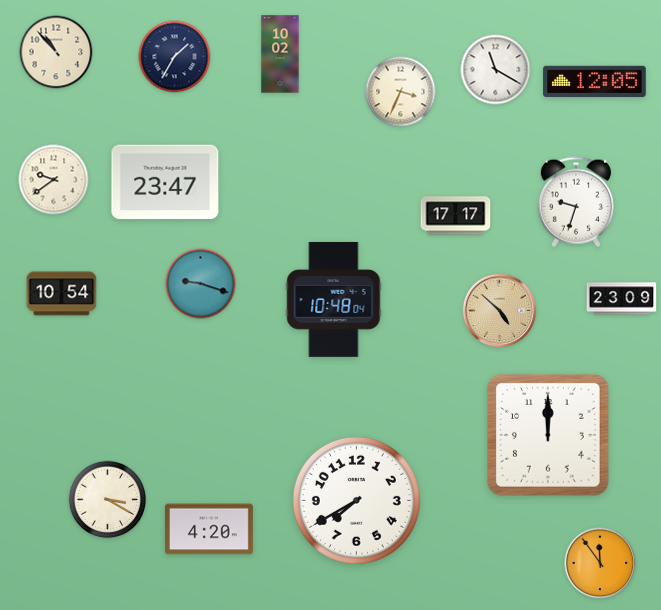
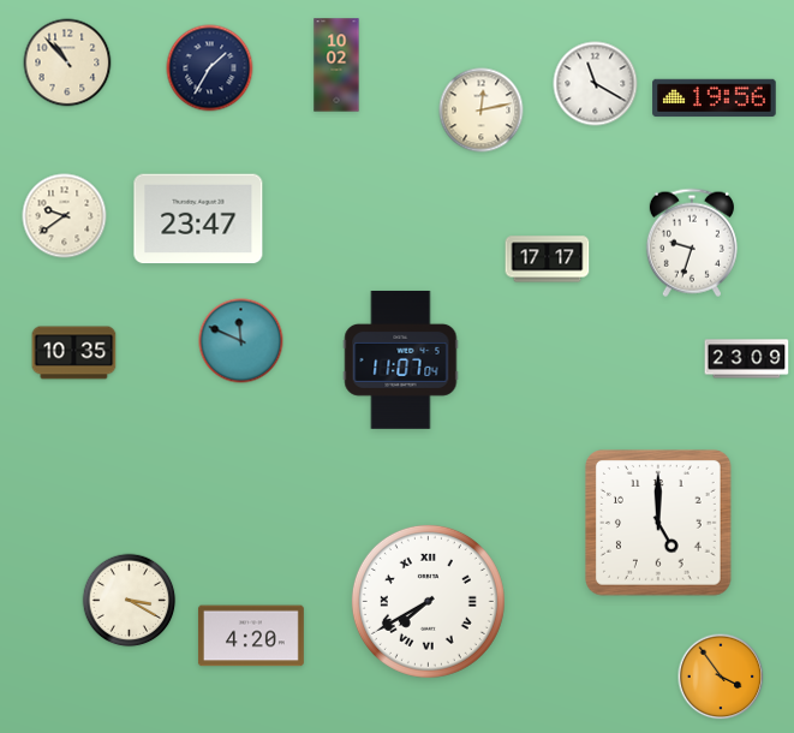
clock at (595, 82): 12:05 -> 19:56
clock at (401, 92): 3:34 -> 12:13
clock at (201, 284): 9:18 -> 11:49
clock at (62, 294): 10:54 -> 10:35
clock at (334, 299): 10:48 -> 11:07
clock at (500, 311): 4:52 -> none
clock at (549, 436): 12:00 -> 5:00
clock at (356, 500) numerals: Arabic -> Roman
clock at (600, 563): 11:54 -> 3:54
